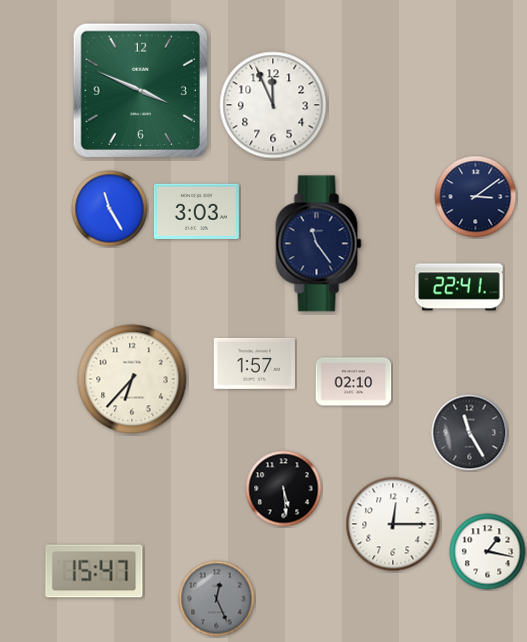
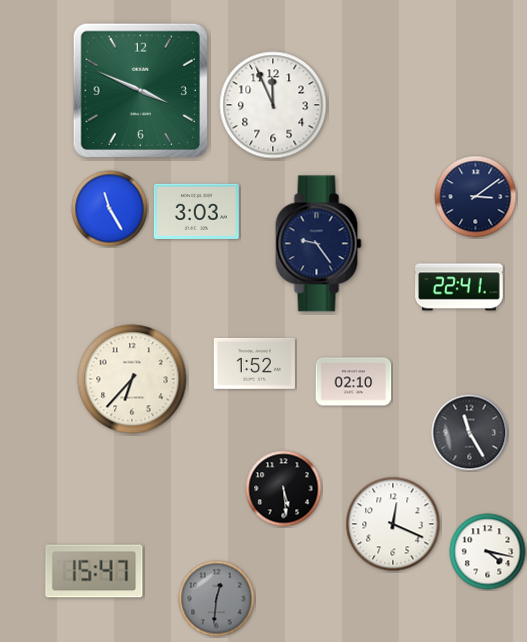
clock at (319, 244): 11:24 -> 9:24
clock at (254, 363): 1:57 -> 1:52
clock at (393, 524): 12:15 -> 12:19
clock at (488, 552): 1:17 -> 4:17
clock at (217, 599): 12:26 -> 12:31
